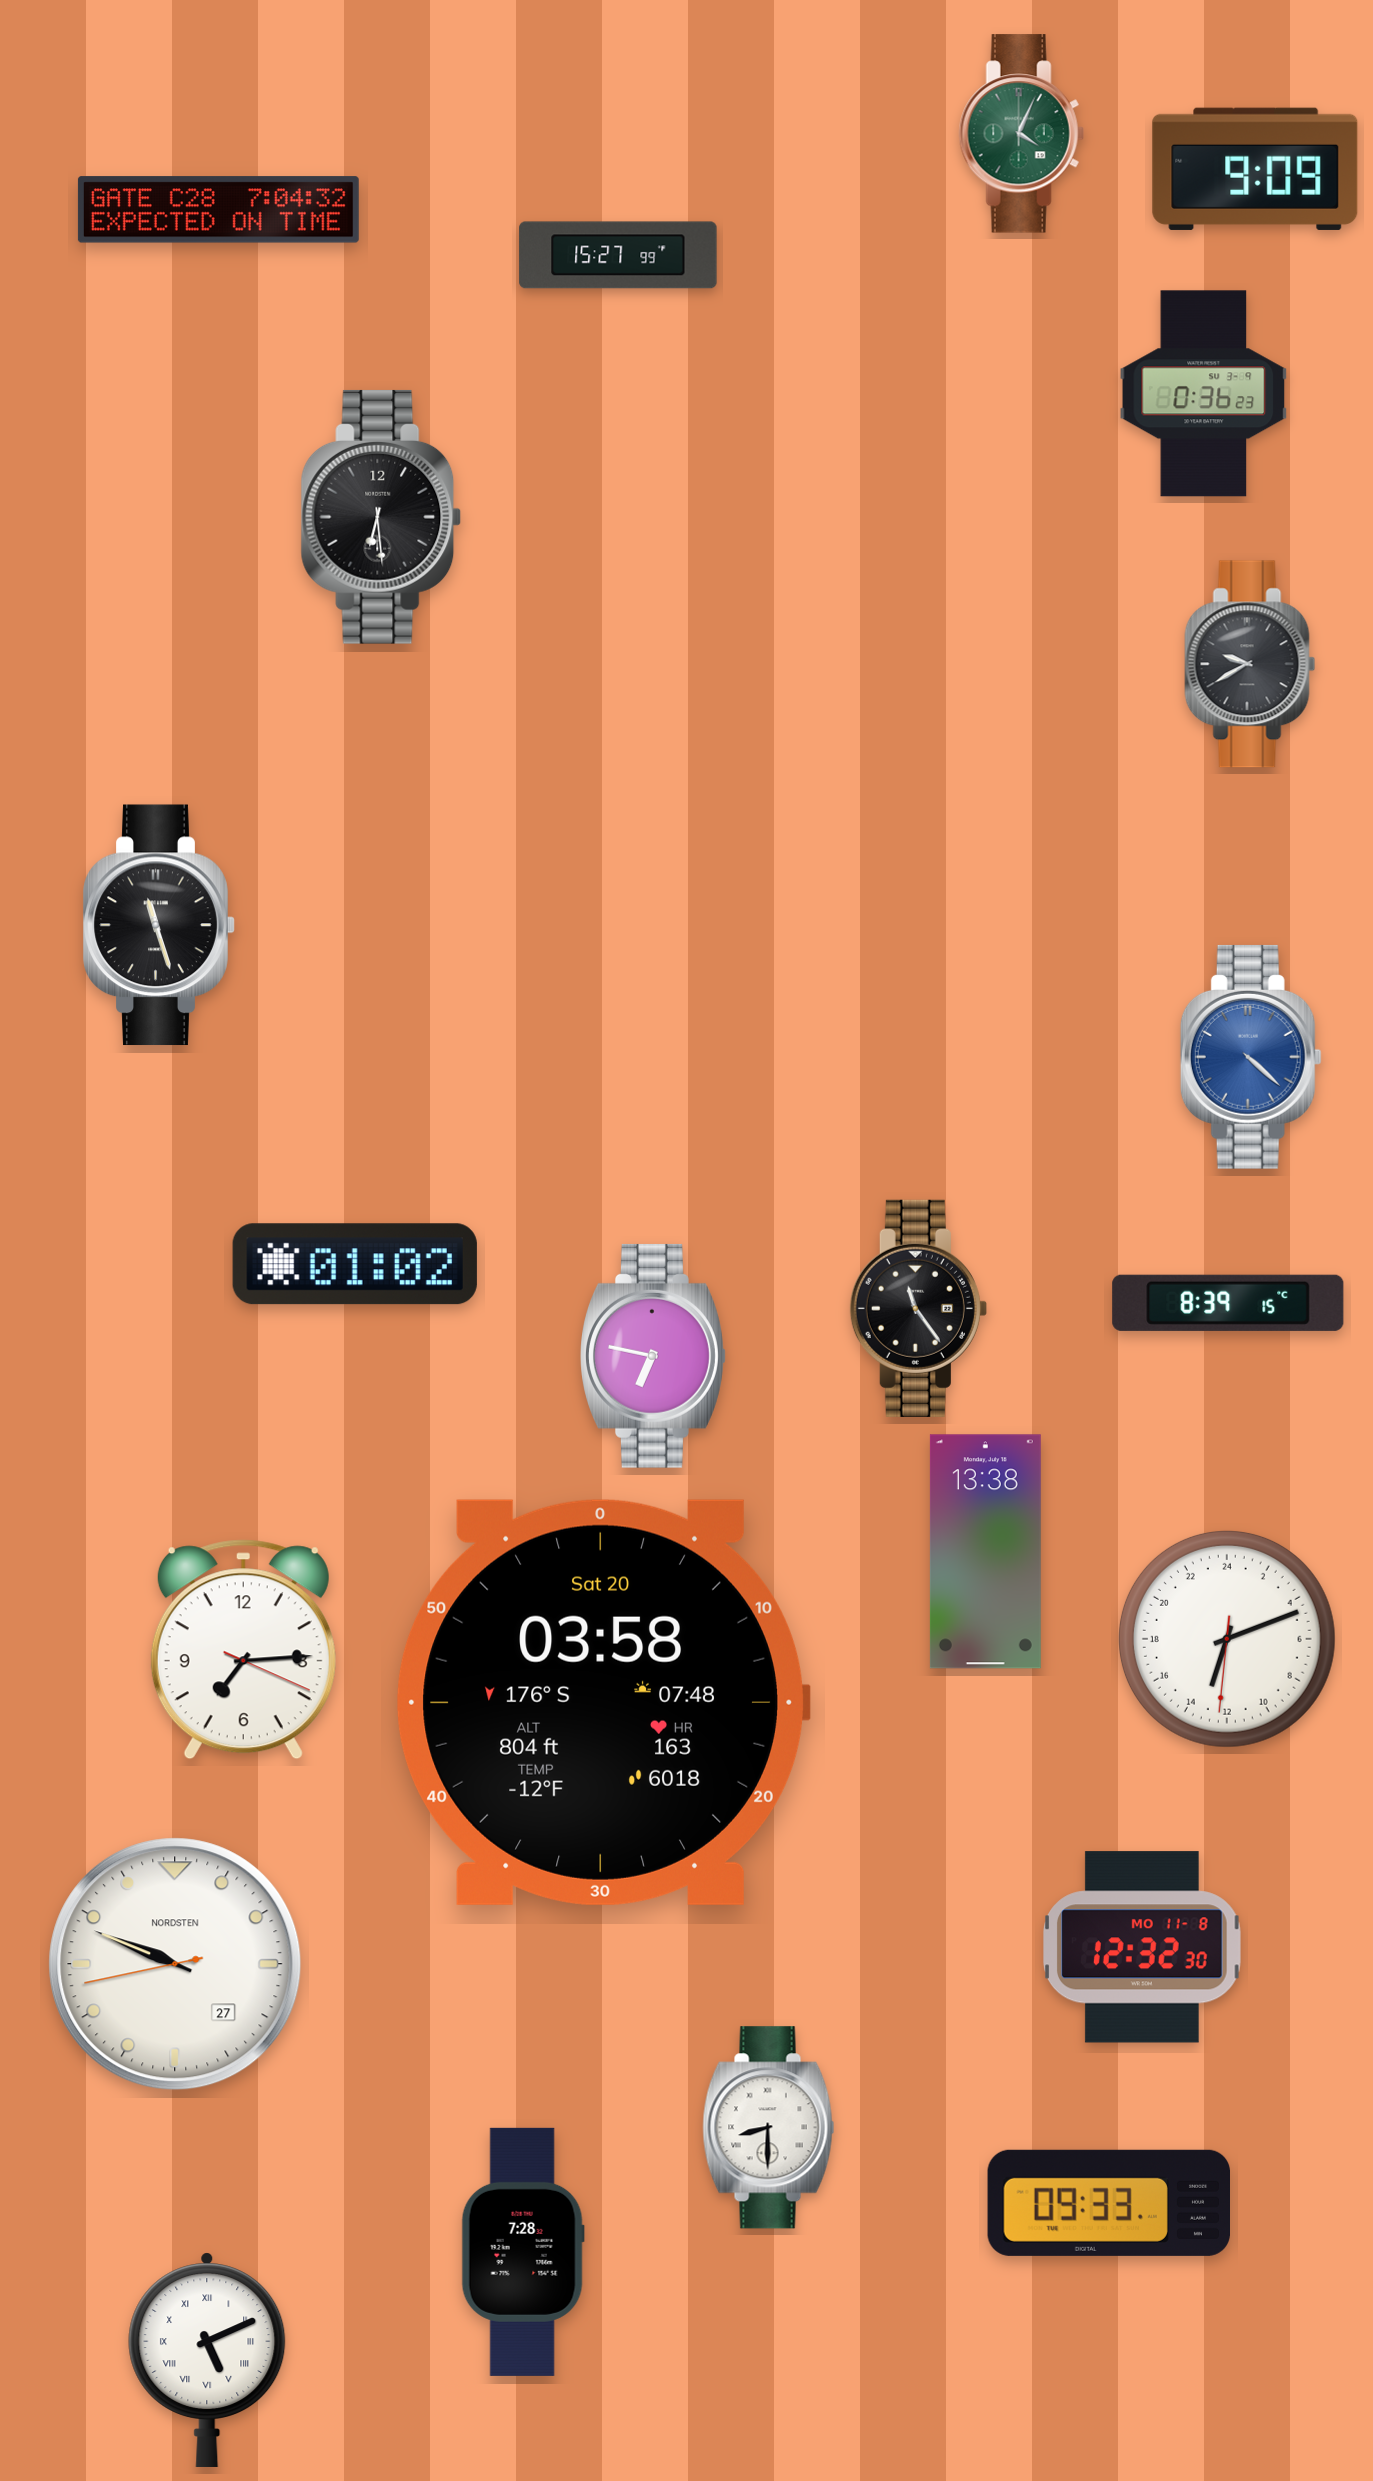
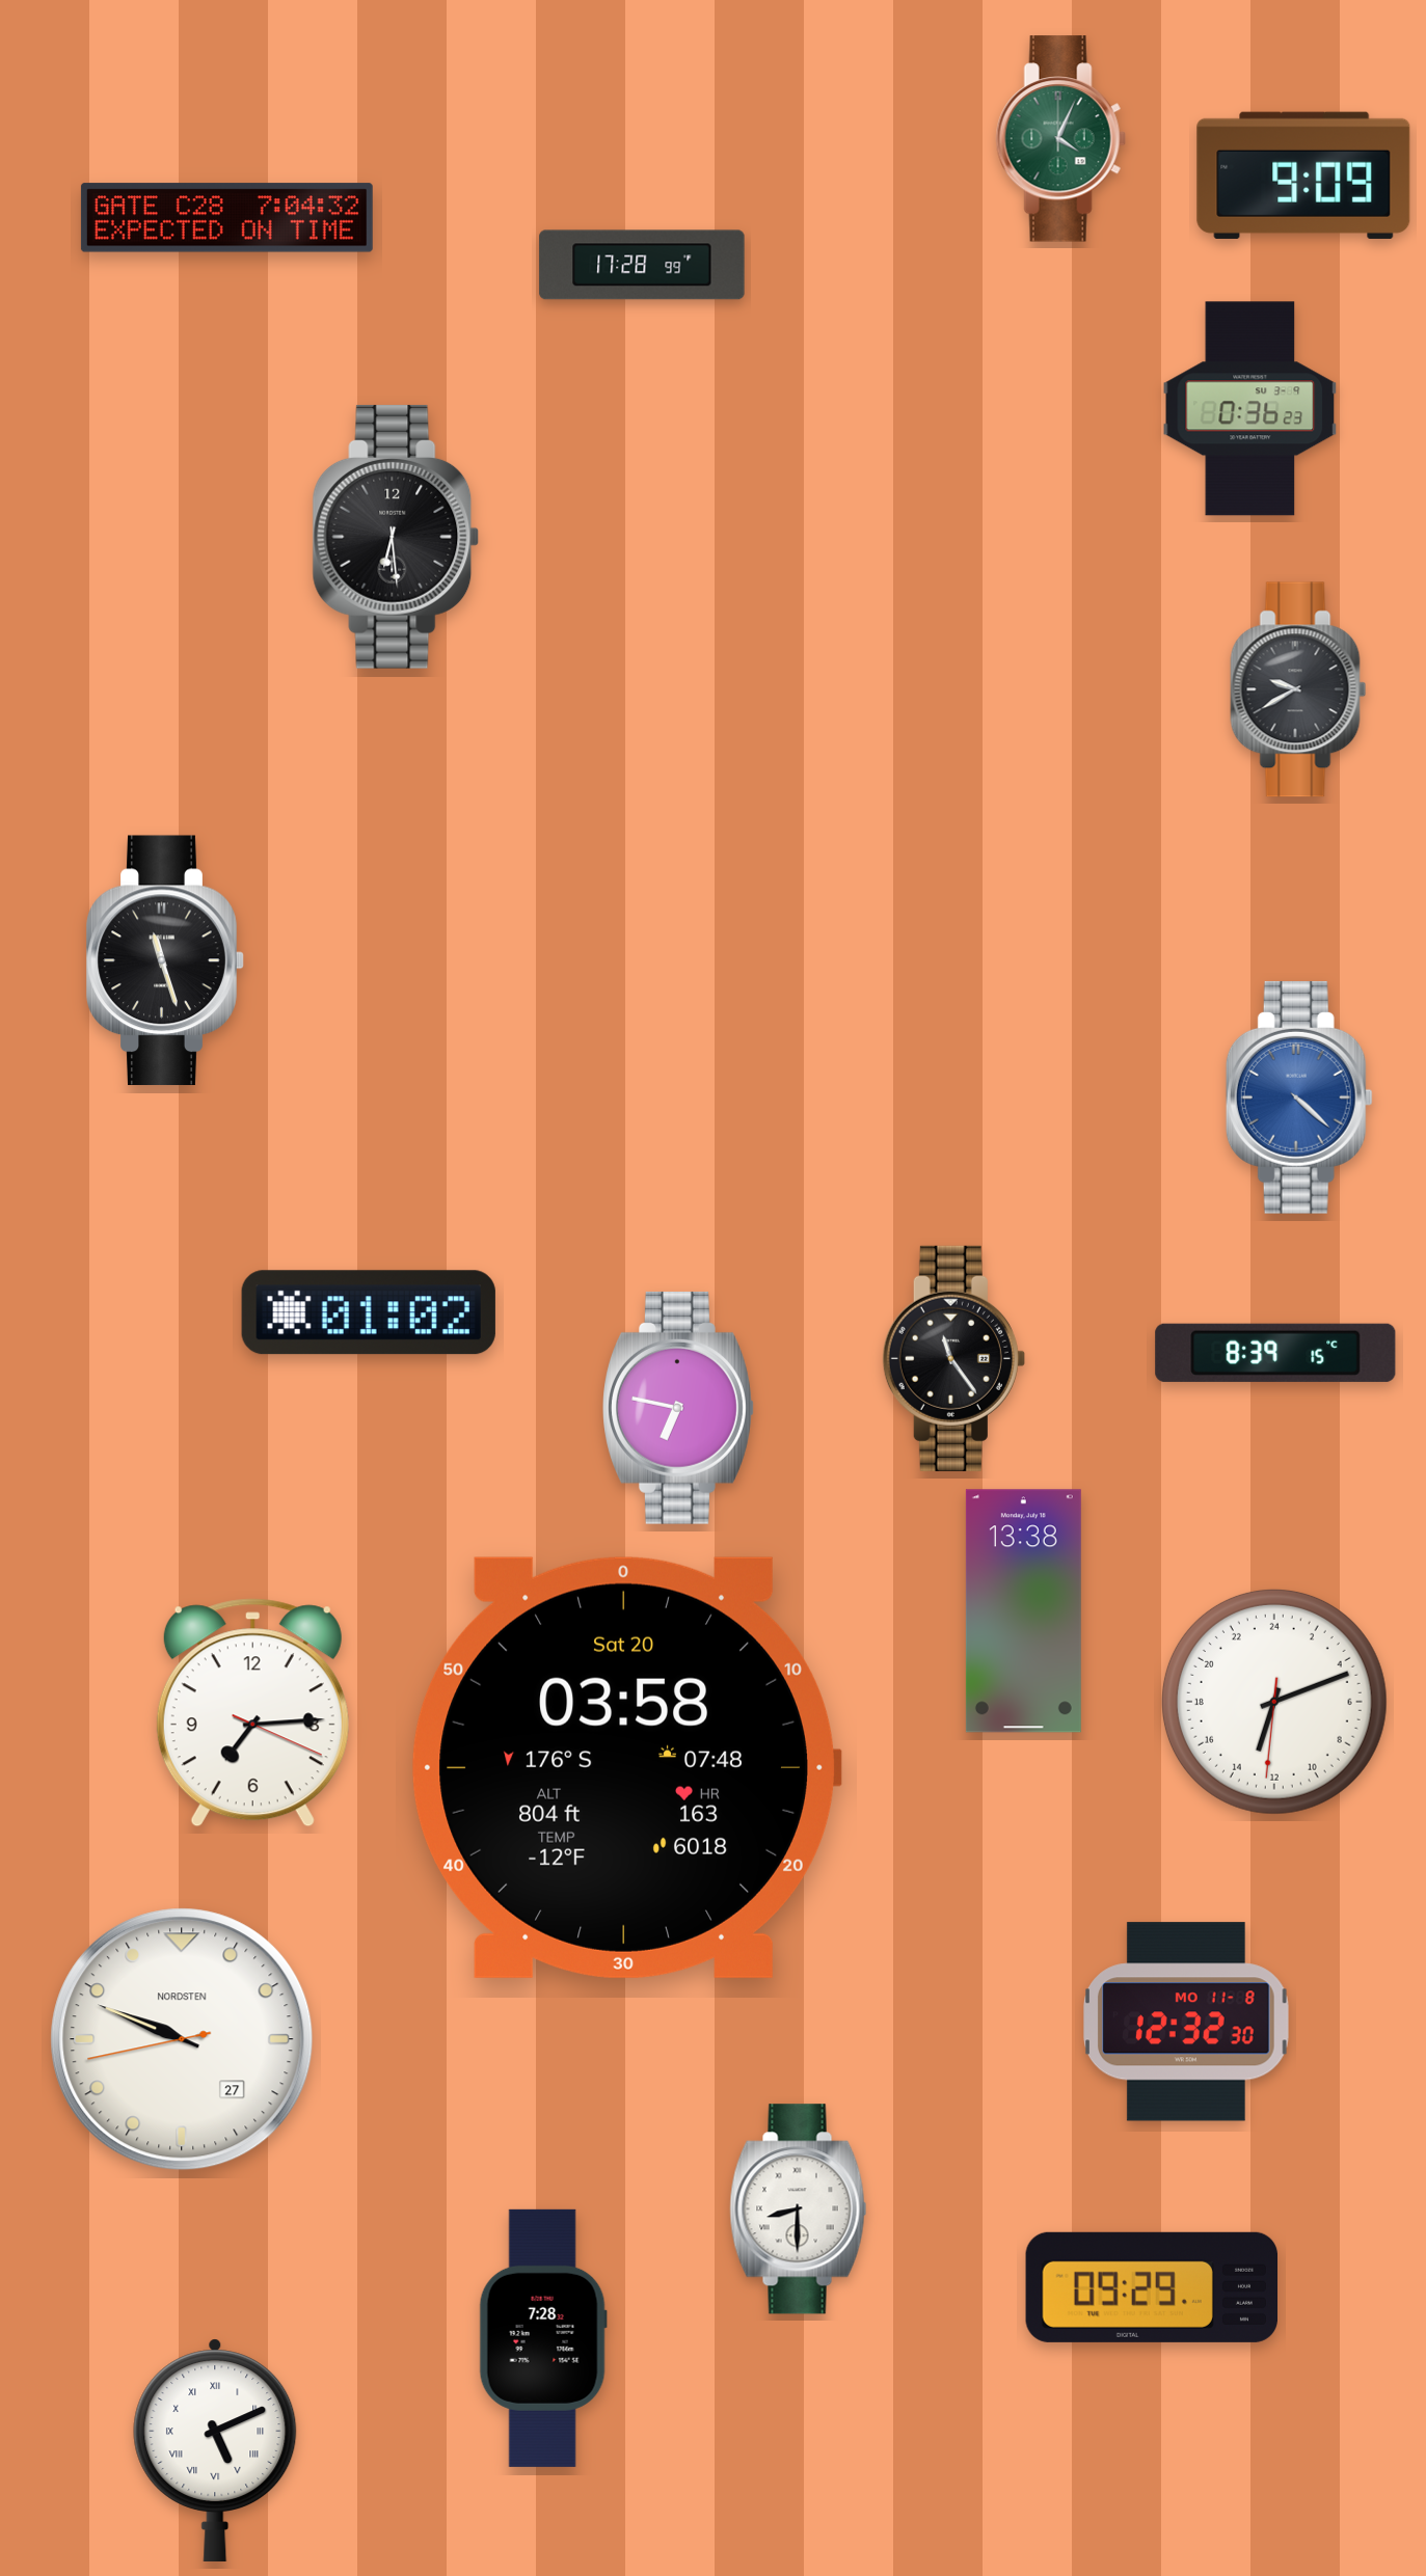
clock at (618, 255): 15:27 -> 17:28
clock at (1108, 2203): 09:33 -> 09:29
